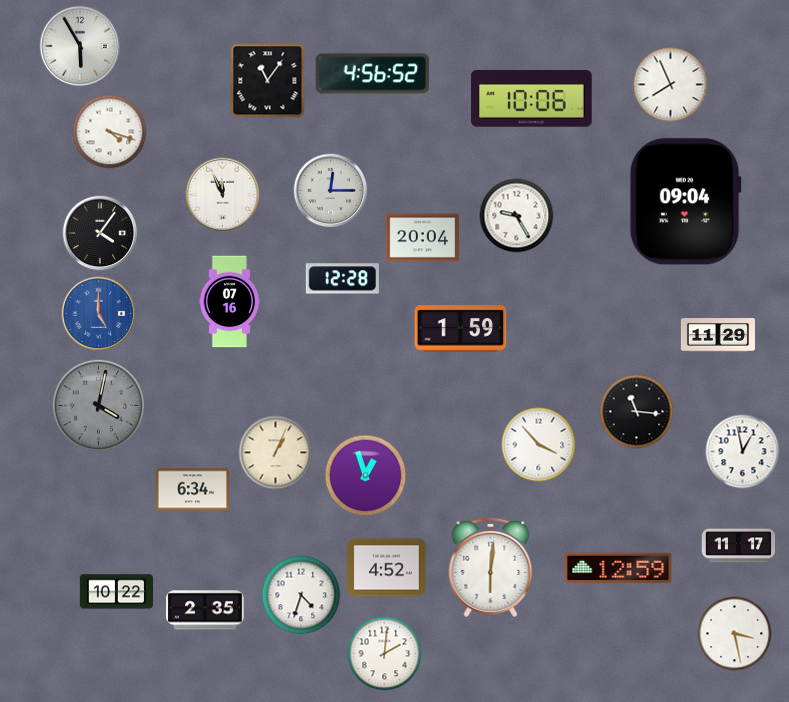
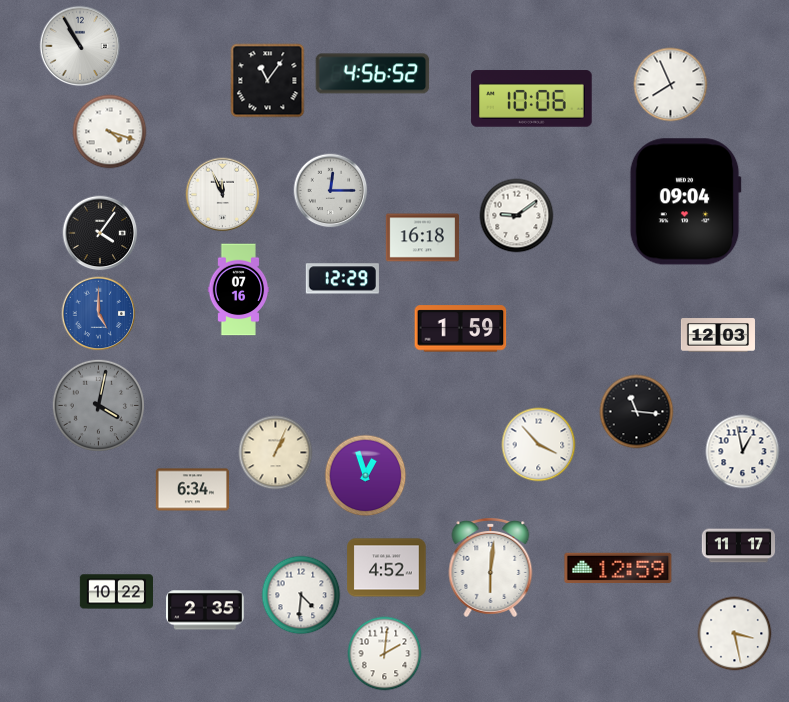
clock at (80, 46): 5:55 -> 10:55
clock at (517, 216): 9:25 -> 9:09
clock at (422, 238): 20:04 -> 16:18
clock at (342, 279): 12:28 -> 12:29
clock at (230, 302) position: (230, 302) -> (239, 290)
clock at (718, 335): 11:29 -> 12:03
clock at (301, 595): 4:33 -> 4:31
